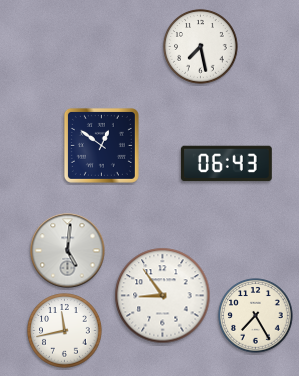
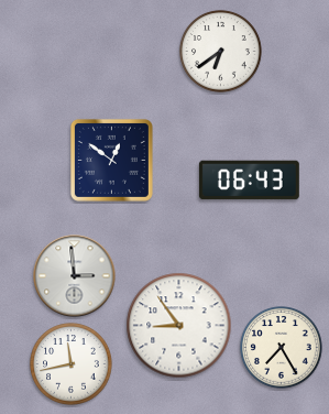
clock at (201, 47): 7:28 -> 6:39
clock at (68, 251): 5:01 -> 2:59
